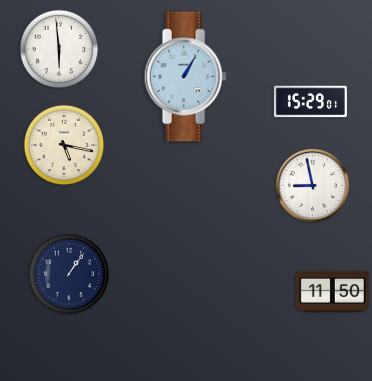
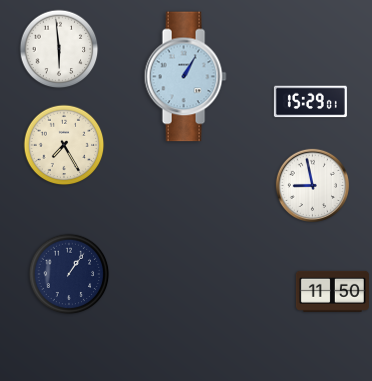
clock at (64, 145): 5:17 -> 7:25
